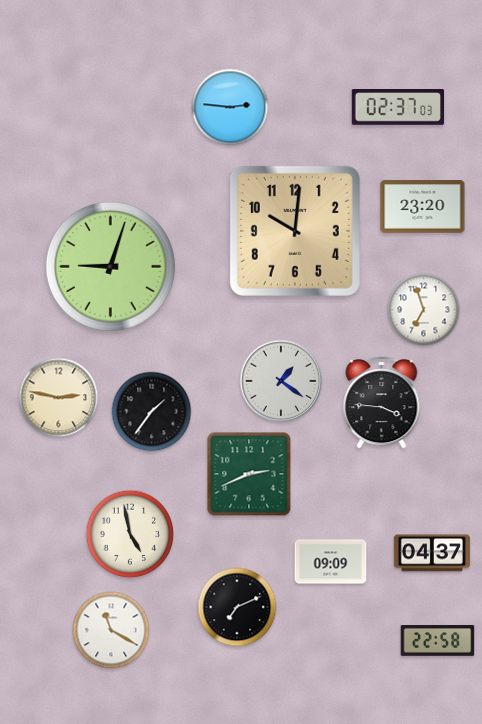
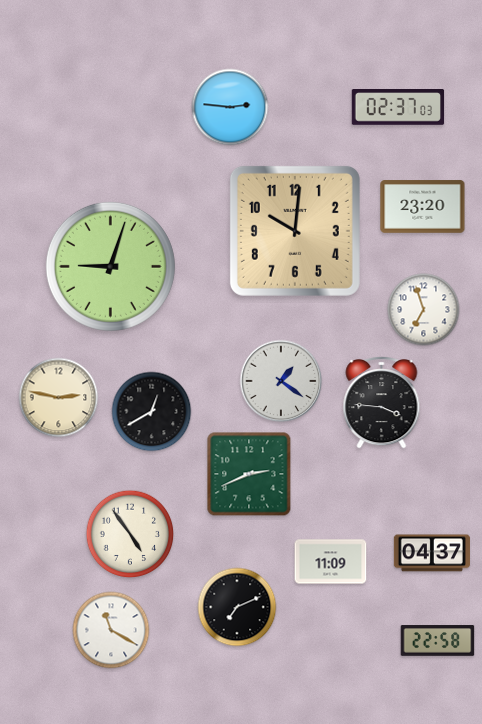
clock at (152, 412): 1:36 -> 12:40
clock at (130, 534): 4:58 -> 4:54
clock at (331, 562): 09:09 -> 11:09
